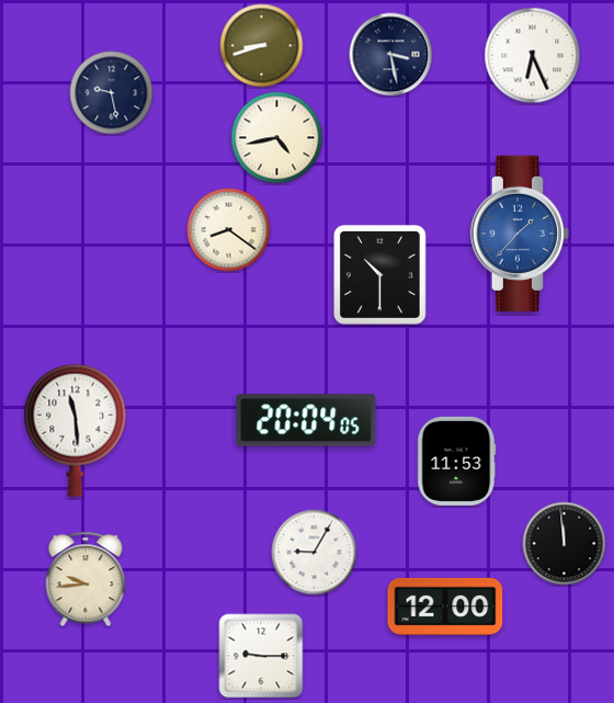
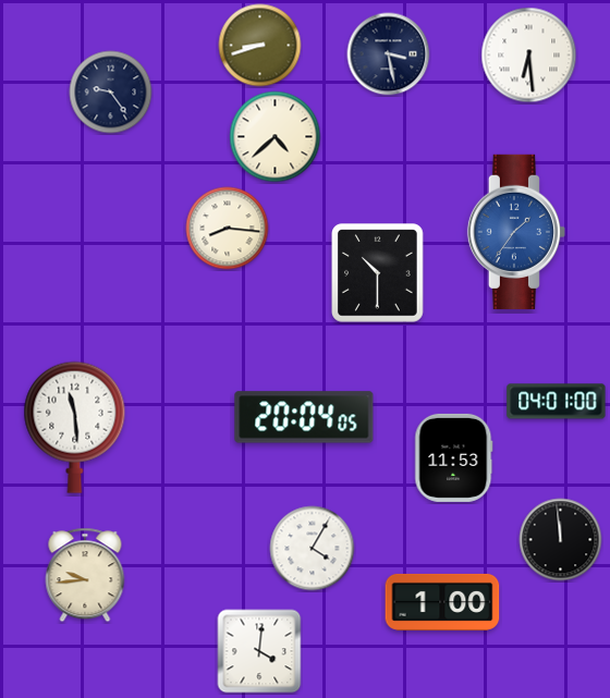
clock at (533, 56): 6:26 -> 6:29
clock at (112, 93): 9:28 -> 9:24
clock at (277, 138): 4:43 -> 4:38
clock at (229, 230): 8:21 -> 8:16
clock at (520, 234): 1:37 -> 1:36
clock at (557, 402): none -> 04:01
clock at (315, 553): 9:05 -> 4:05
clock at (445, 606): 12:00 -> 1:00
clock at (261, 656): 9:15 -> 4:01
